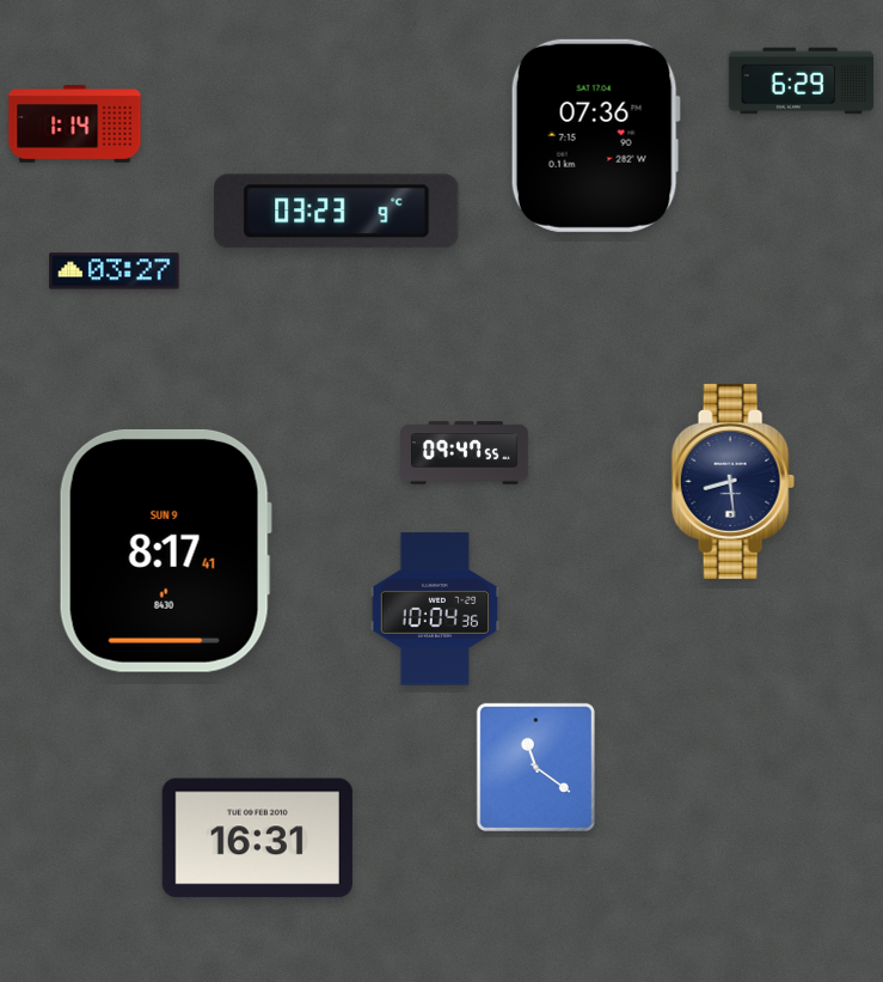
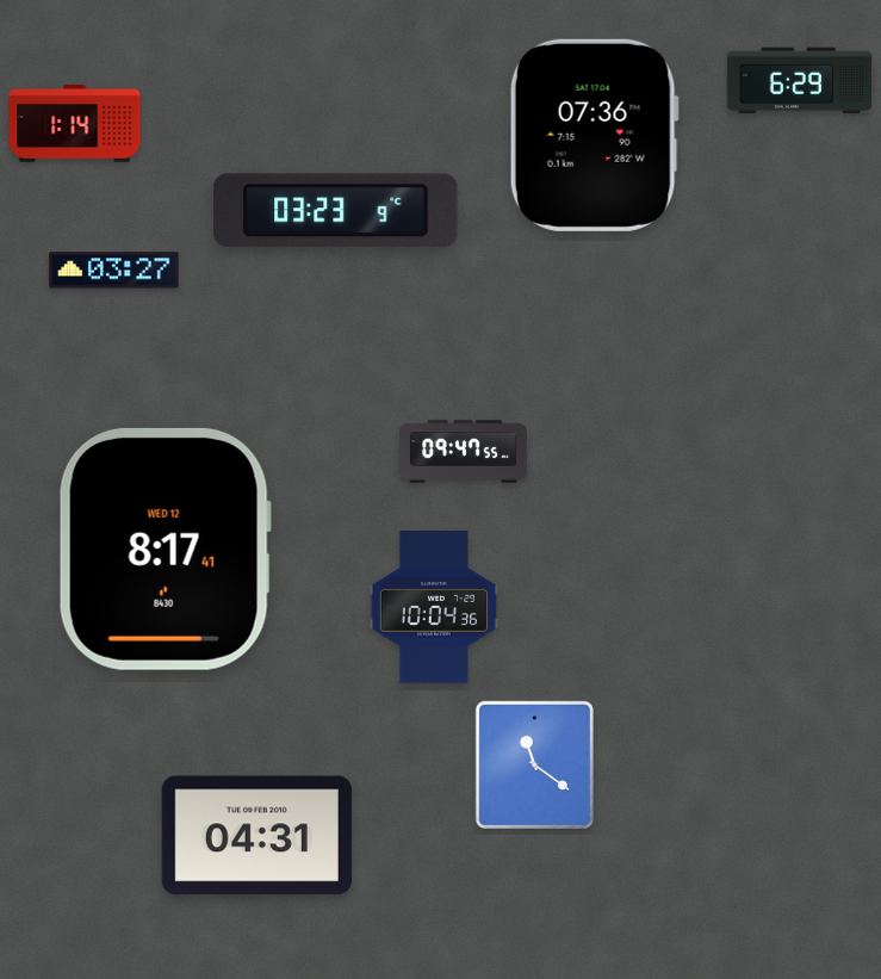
clock at (732, 481): 8:29 -> none
clock at (165, 550) date: SUN 9 -> WED 12
clock at (257, 838): 16:31 -> 04:31
